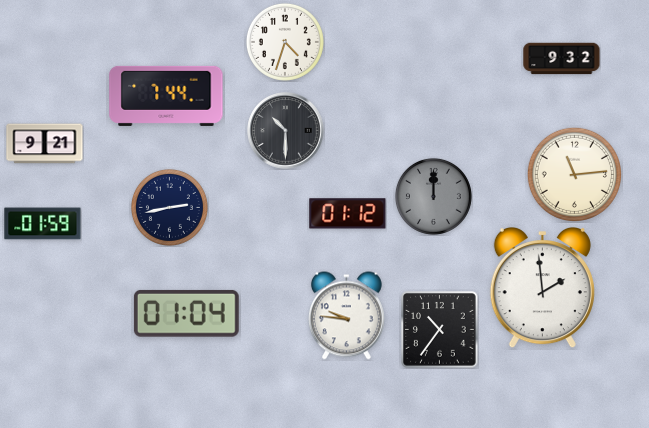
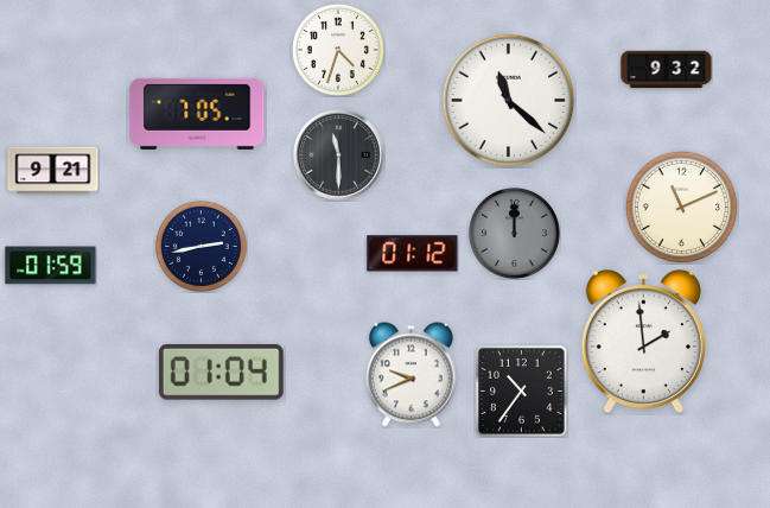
clock at (509, 101): none -> 11:22
clock at (166, 96): 7:44 -> 7:05
clock at (286, 131): 10:30 -> 11:30
clock at (574, 174): 11:14 -> 11:11
clock at (346, 316): 9:46 -> 9:41
